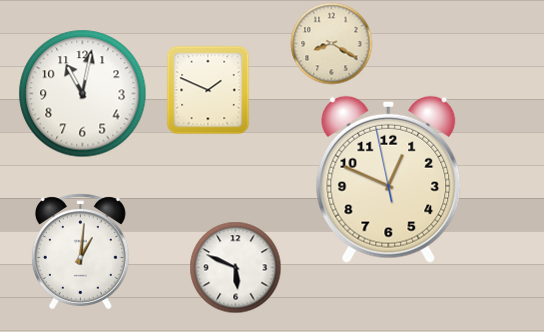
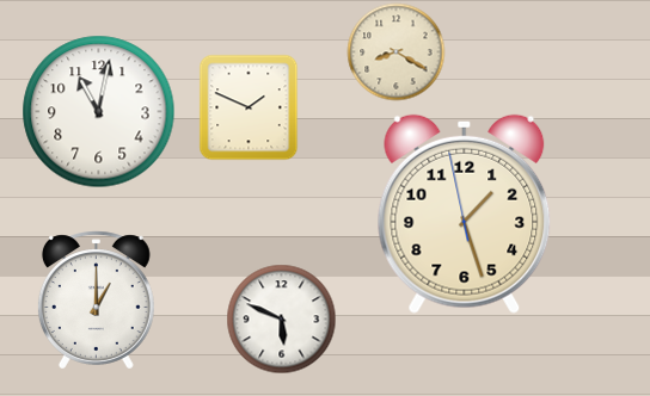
clock at (389, 179): 12:48 -> 1:26
clock at (80, 252): 1:01 -> 1:00
